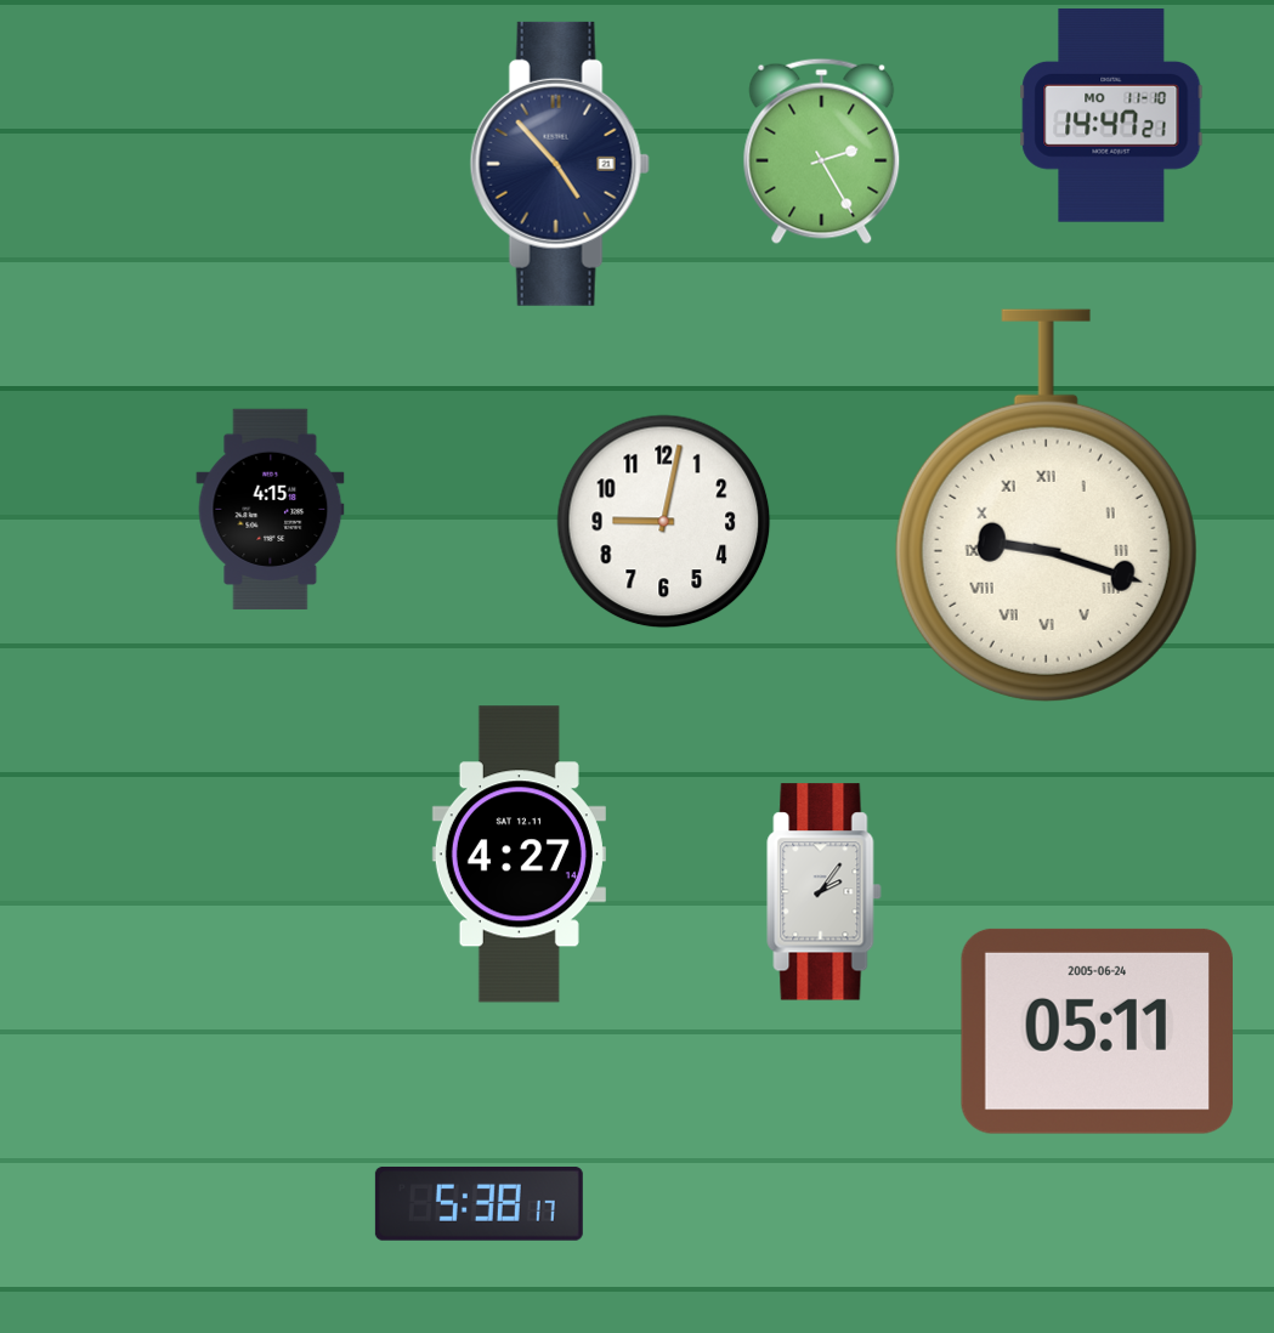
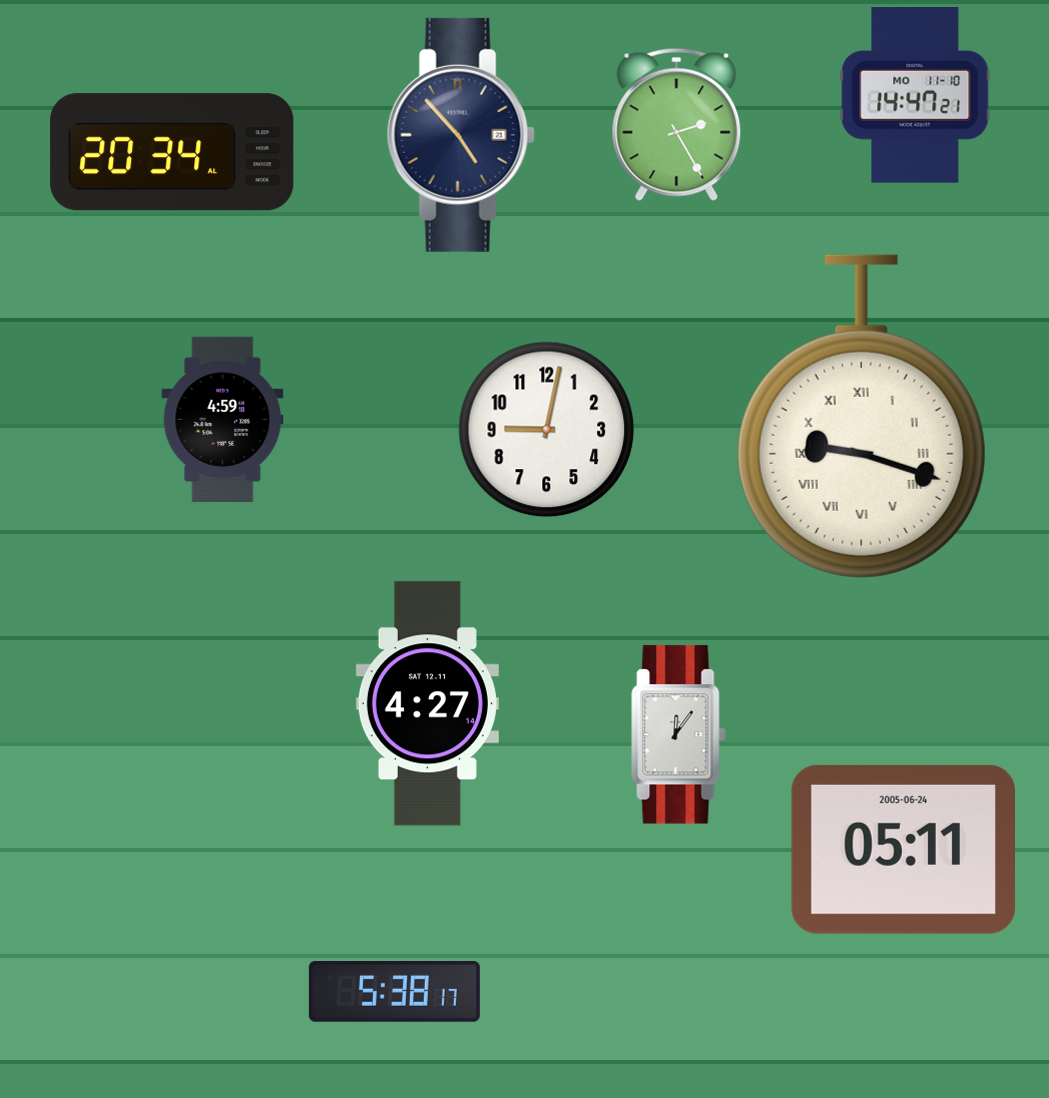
clock at (172, 152): none -> 20:34
clock at (271, 509): 4:15 -> 4:59
clock at (825, 892): 2:06 -> 12:06
